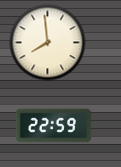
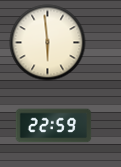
clock at (48, 43): 7:59 -> 5:59
